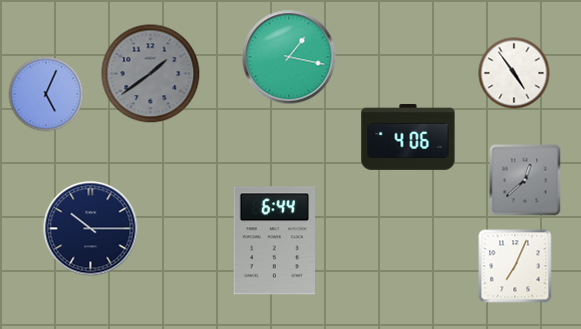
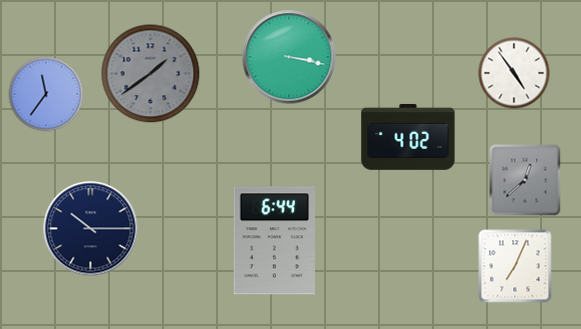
clock at (289, 57): 1:17 -> 3:17
clock at (46, 94): 5:04 -> 11:36
clock at (408, 137): 4:06 -> 4:02
